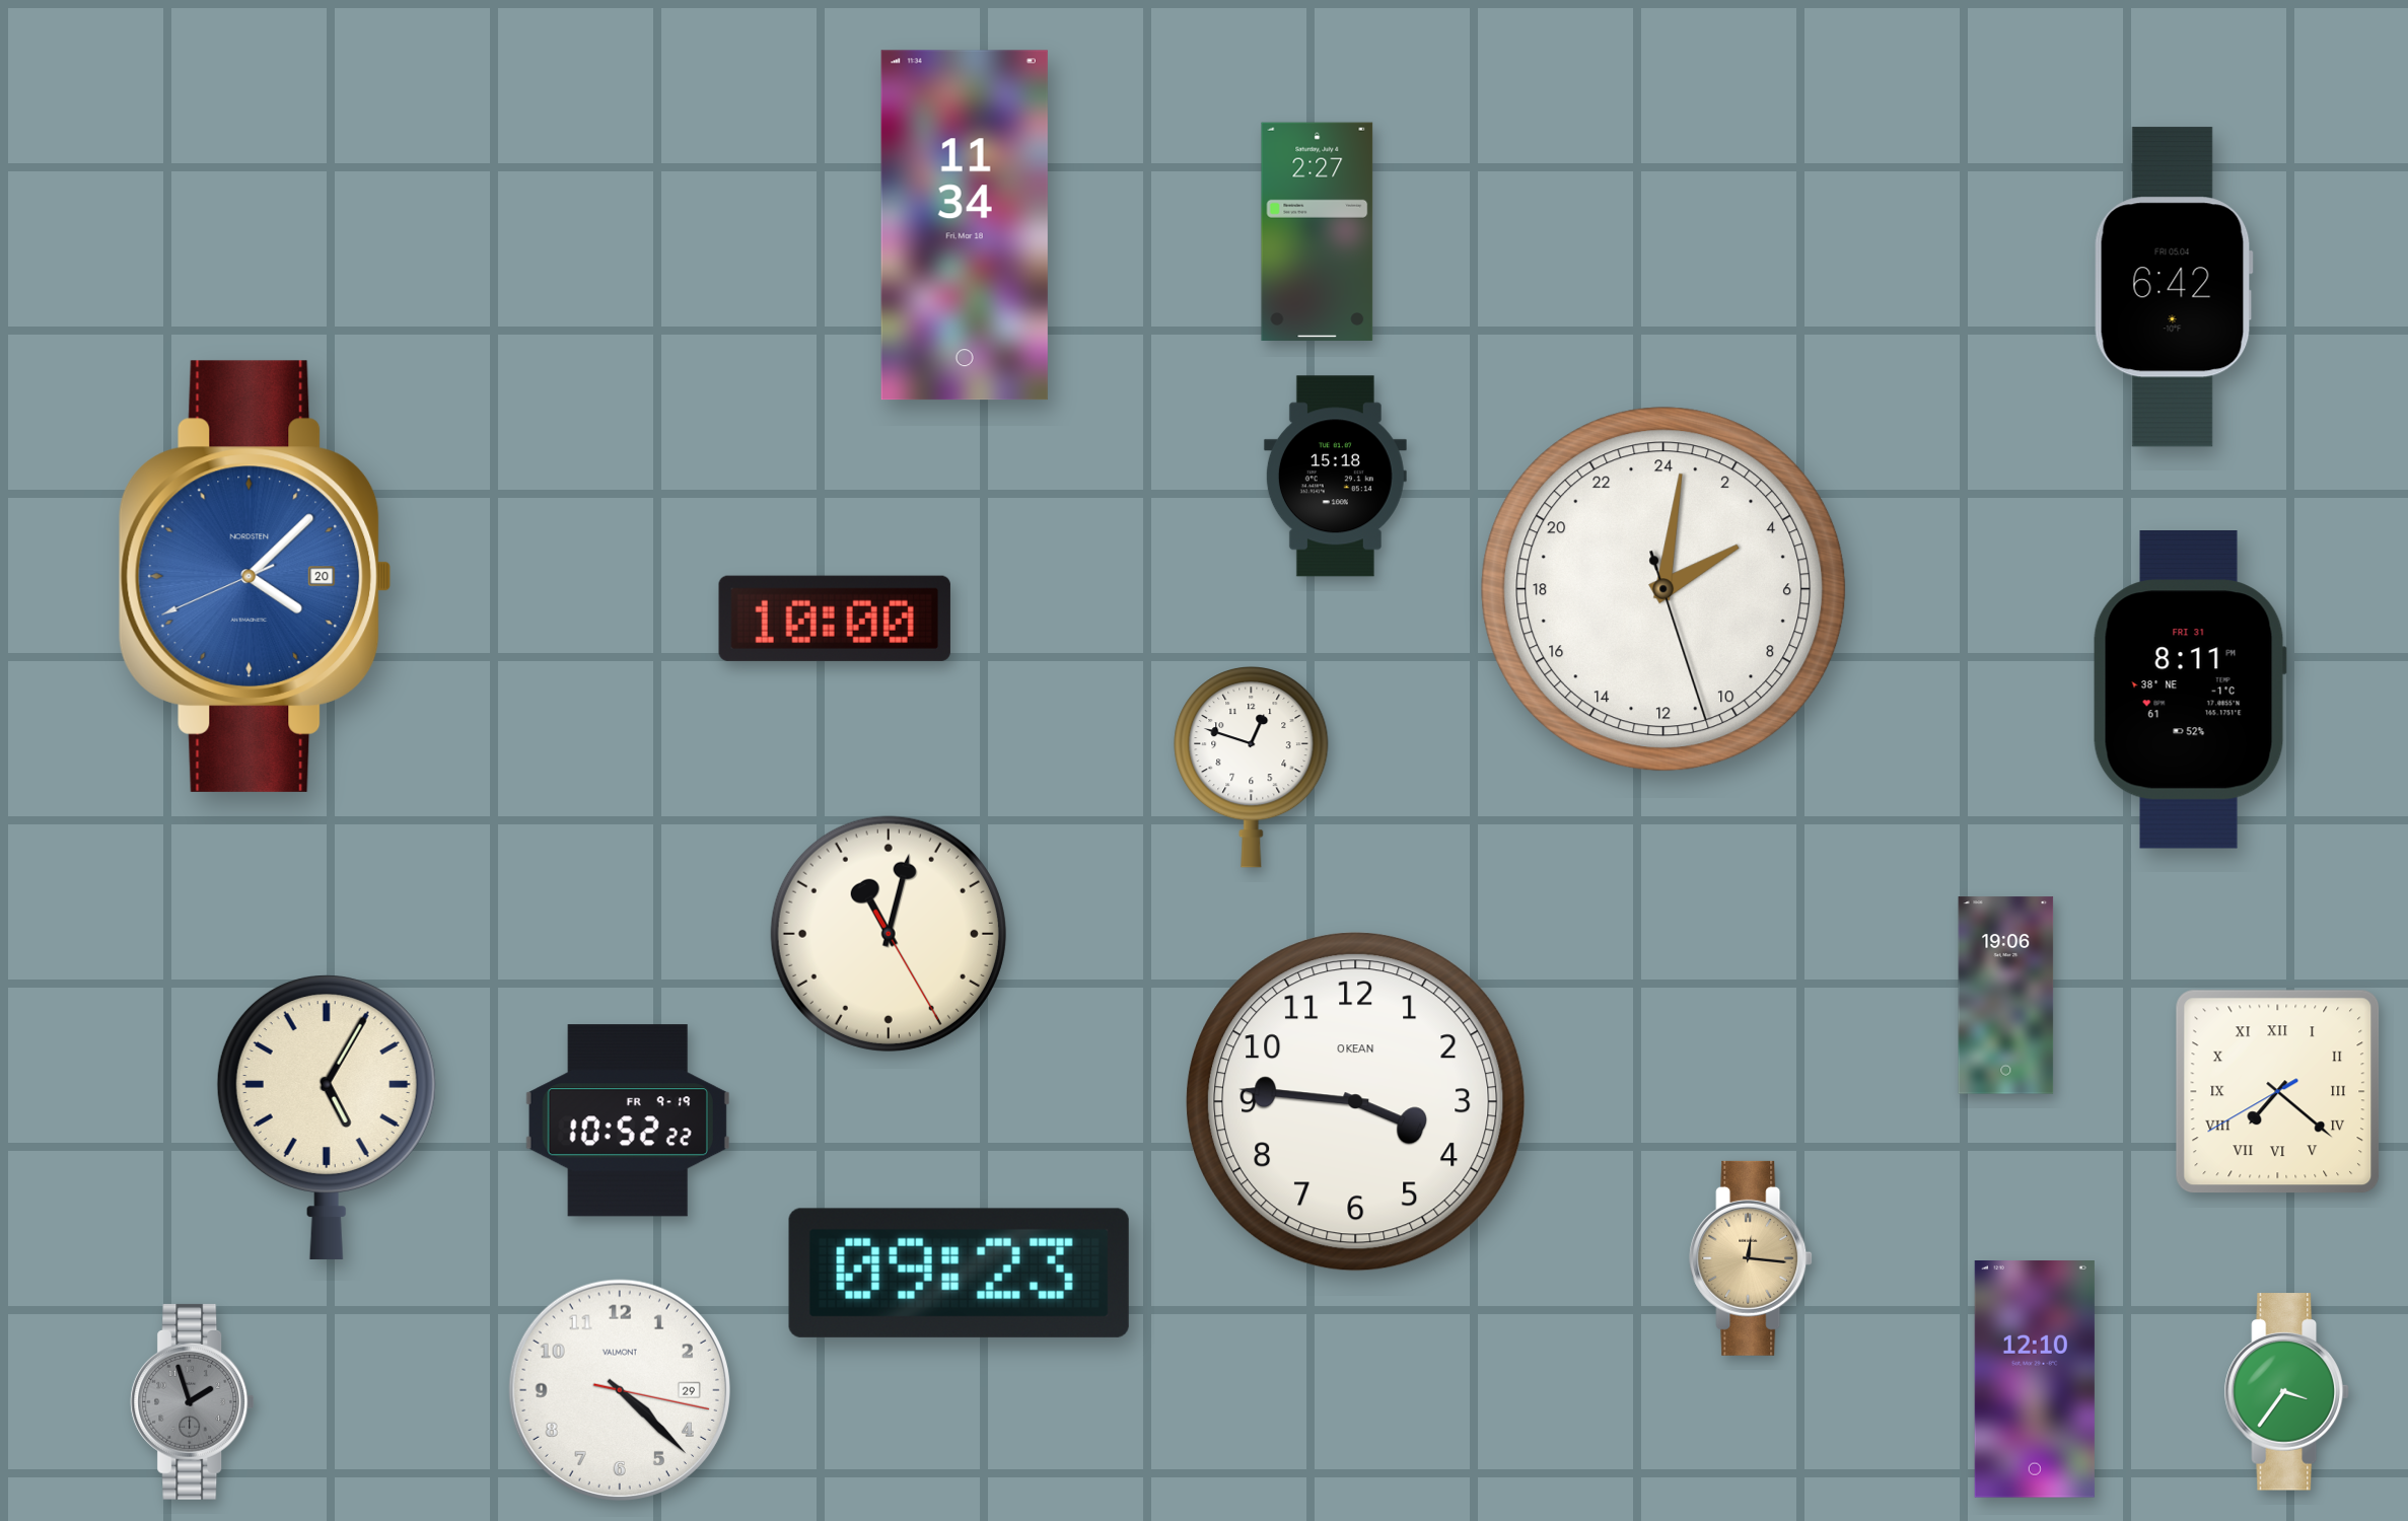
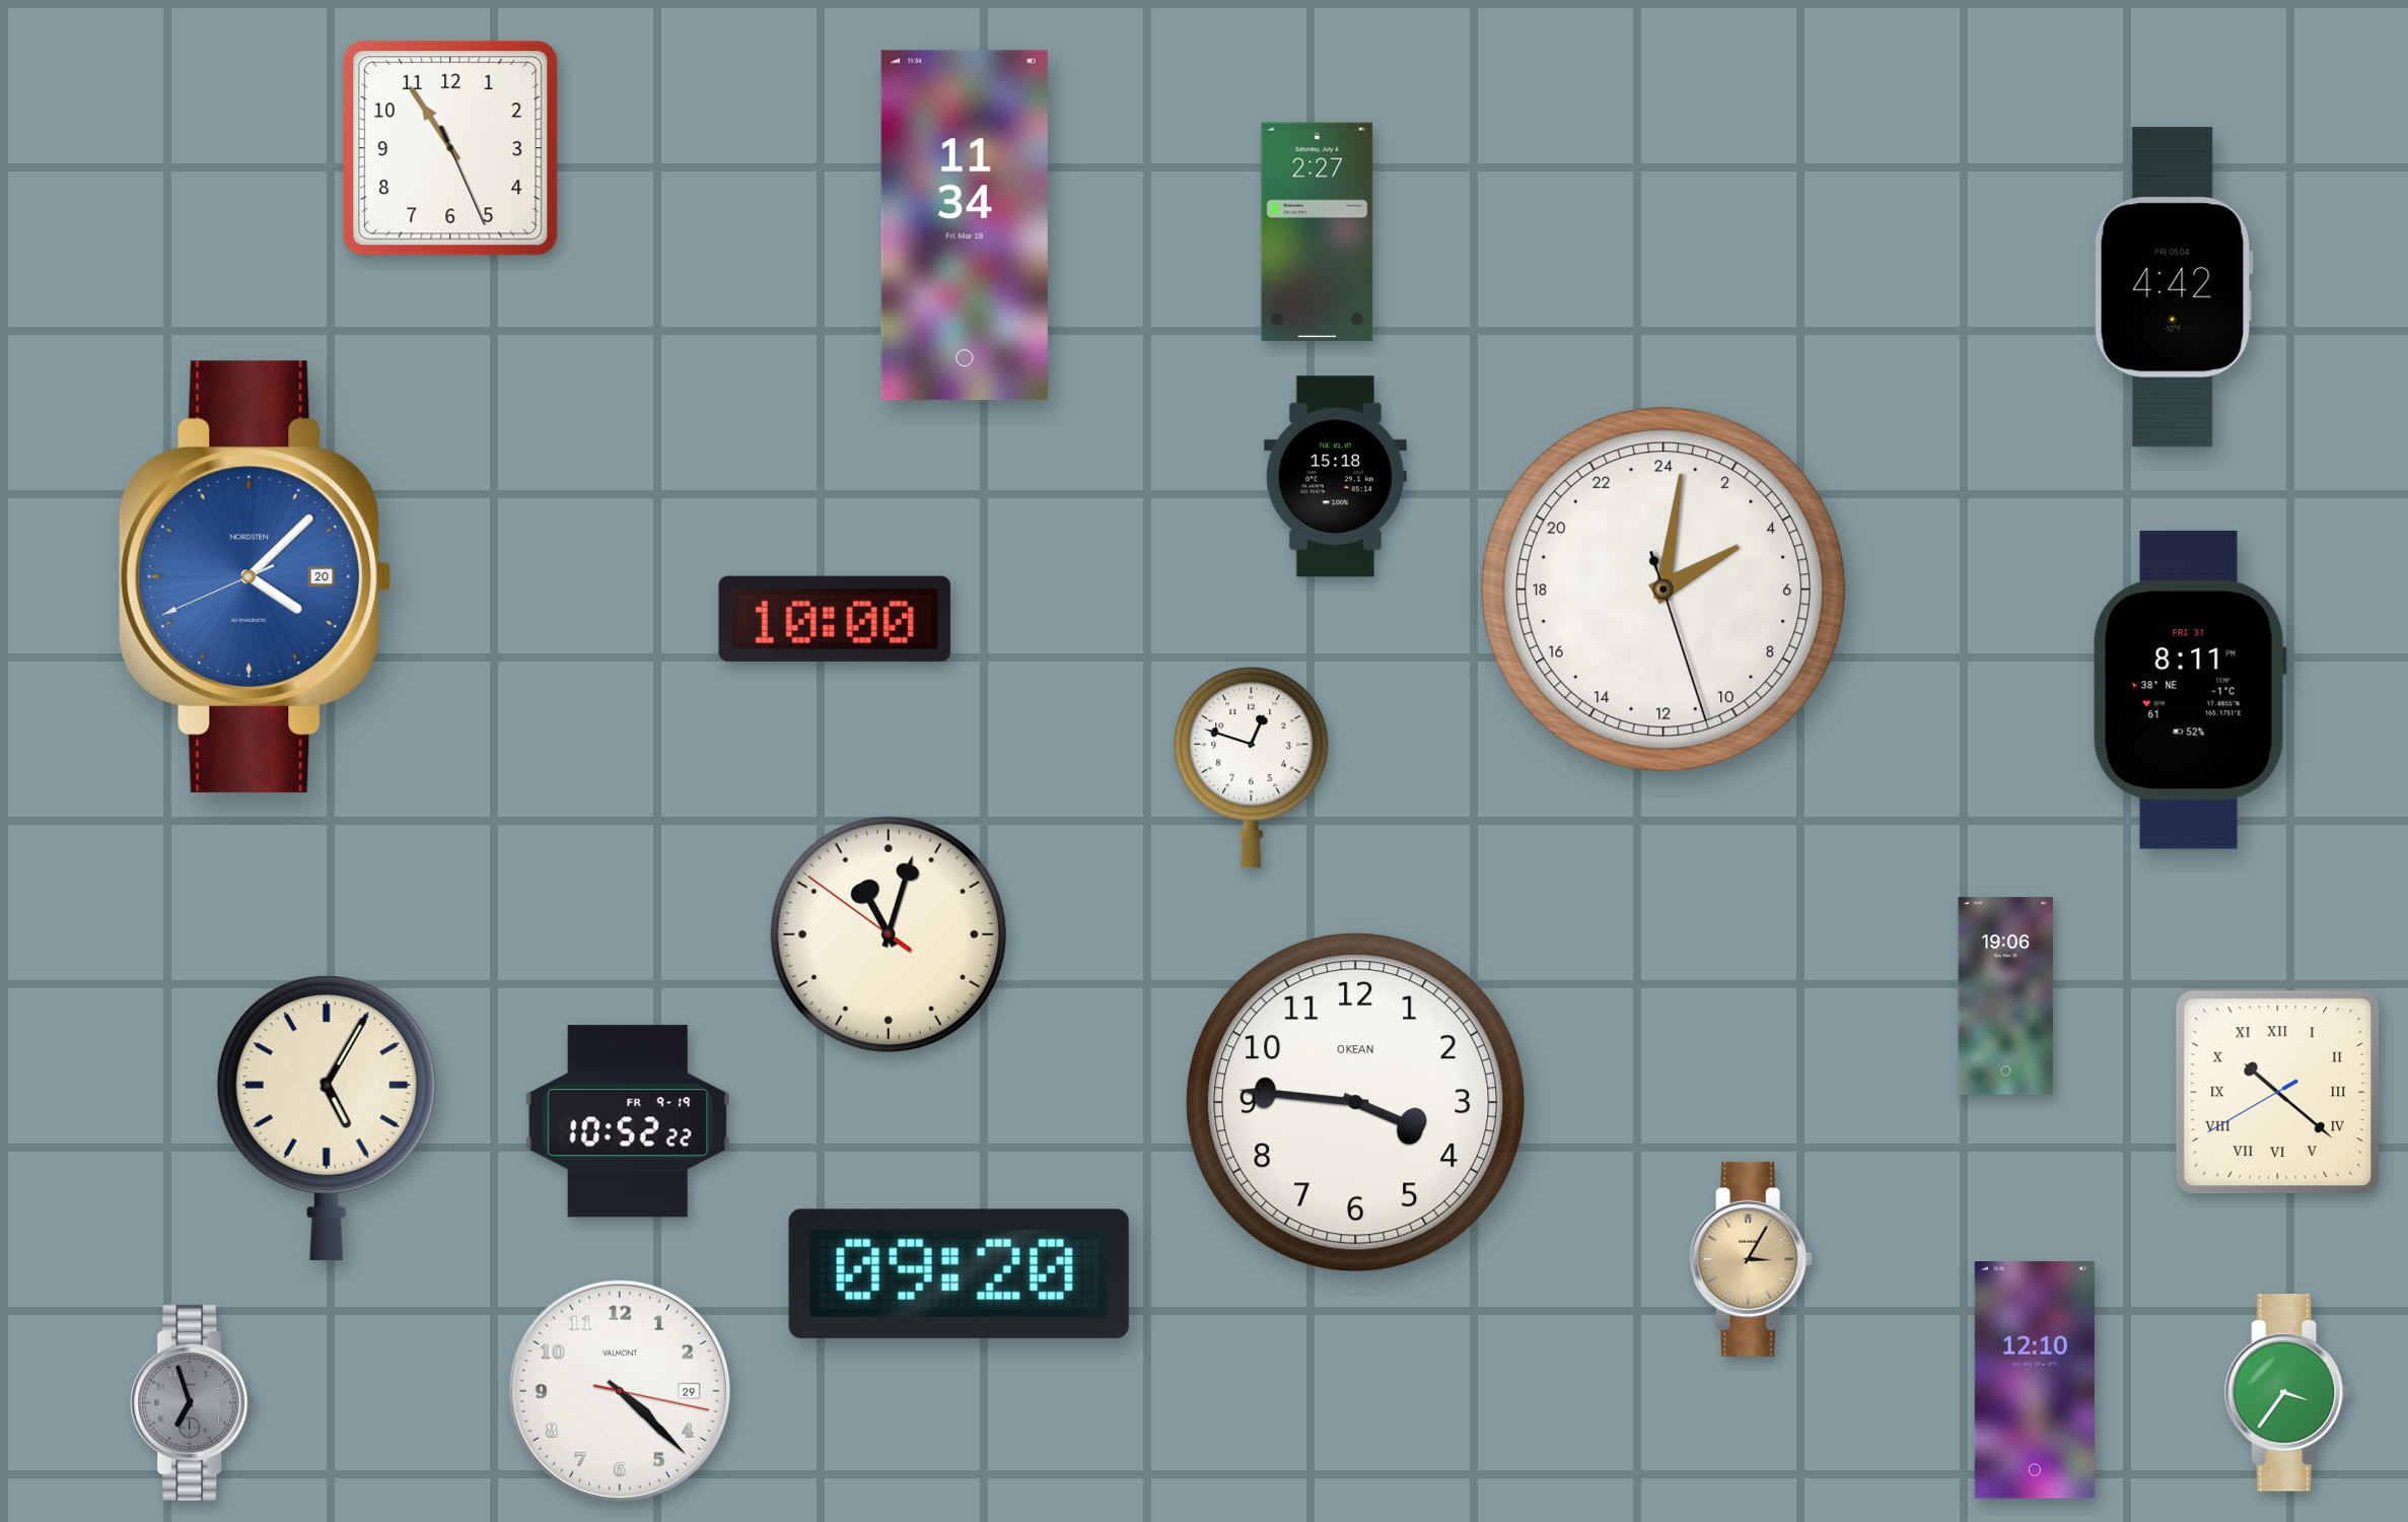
clock at (450, 148): none -> 10:54
clock at (2174, 287): 6:42 -> 4:42
clock at (889, 934): 11:02:25 -> 11:02:51
clock at (2278, 1092): 7:21 -> 10:21
clock at (1751, 1258): 12:16 -> 3:05
clock at (959, 1273): 09:23 -> 09:20
clock at (193, 1401): 1:57 -> 6:57
